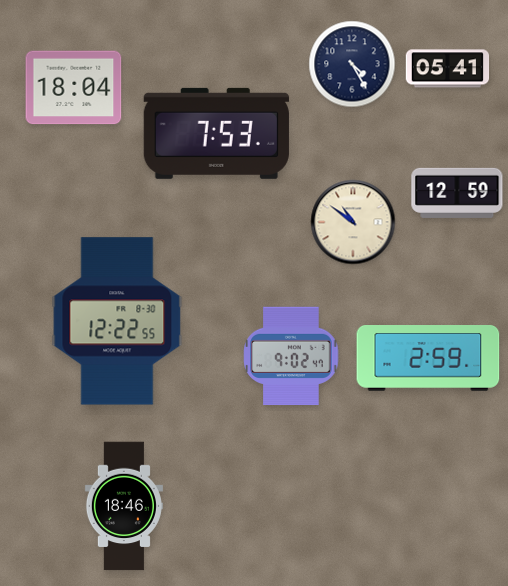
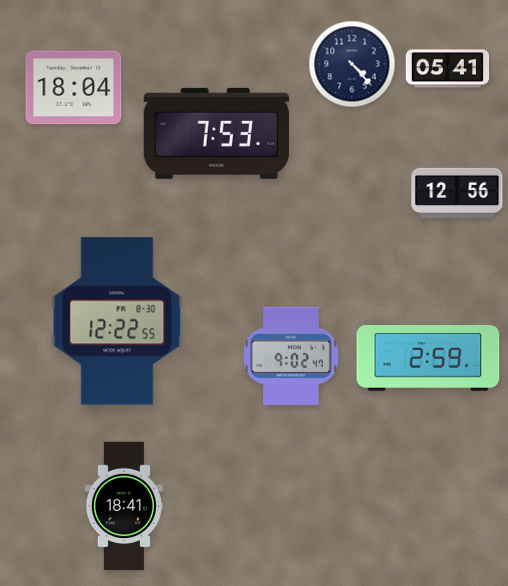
clock at (352, 64): 4:25 -> 4:23
clock at (457, 193): 12:59 -> 12:56
clock at (353, 222): 10:51 -> none
clock at (124, 506): 18:46 -> 18:41
